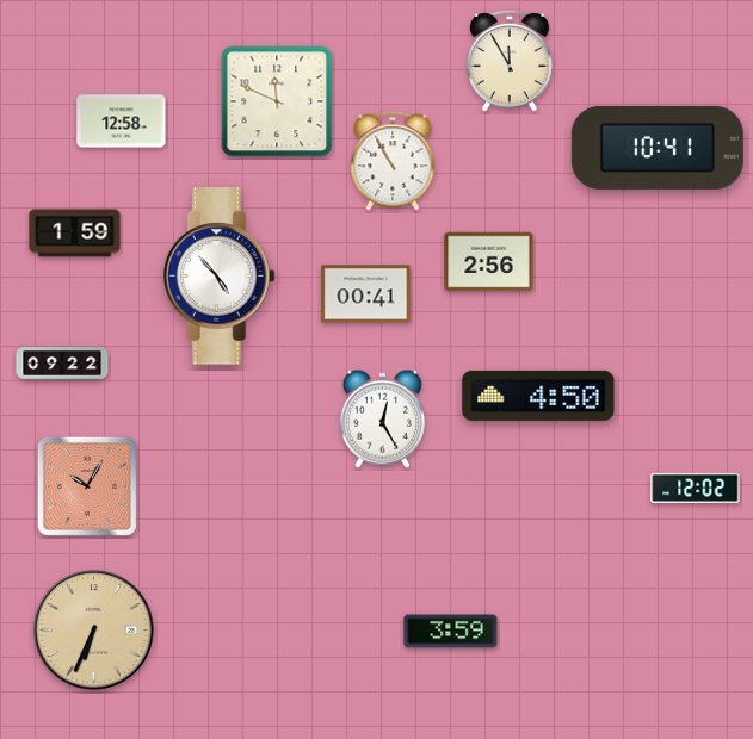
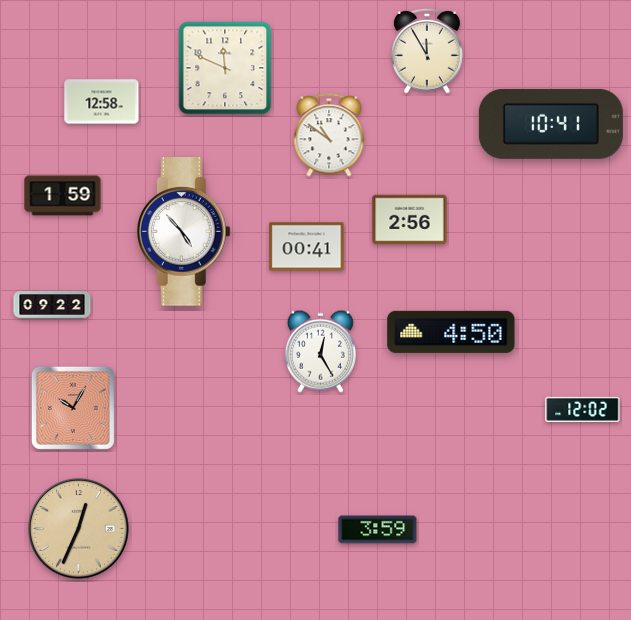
clock at (277, 101) position: (277, 101) -> (225, 68)
clock at (393, 161): 10:55 -> 10:51
clock at (93, 629): 6:34 -> 12:34
